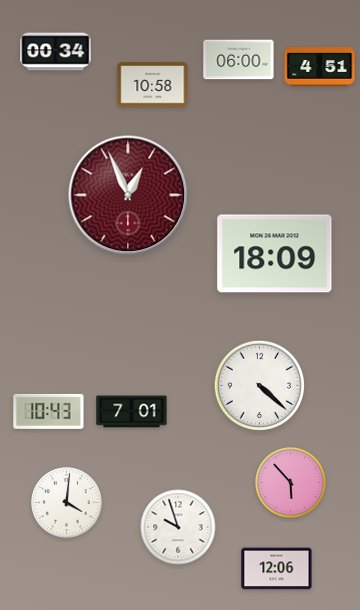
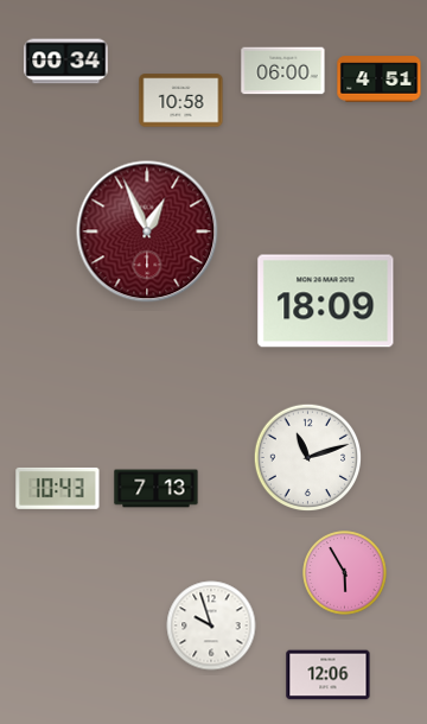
clock at (128, 195) position: (128, 195) -> (147, 231)
clock at (260, 386): 4:22 -> 11:12
clock at (132, 412): 7:01 -> 7:13
clock at (291, 483): 5:53 -> 5:55
clock at (67, 503): 4:01 -> none
